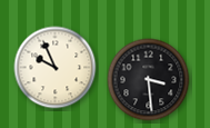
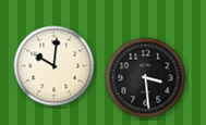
clock at (56, 68): 9:56 -> 10:01
